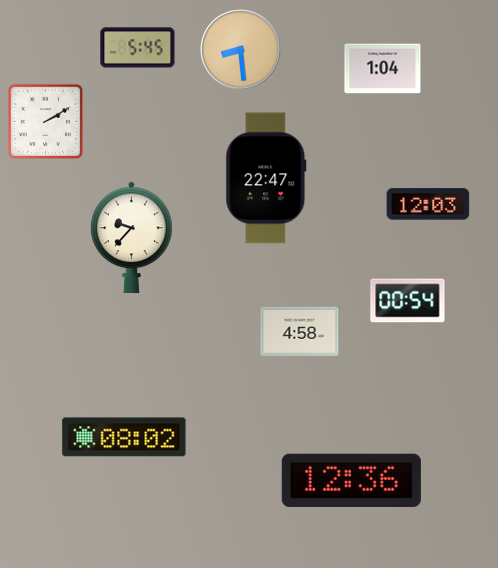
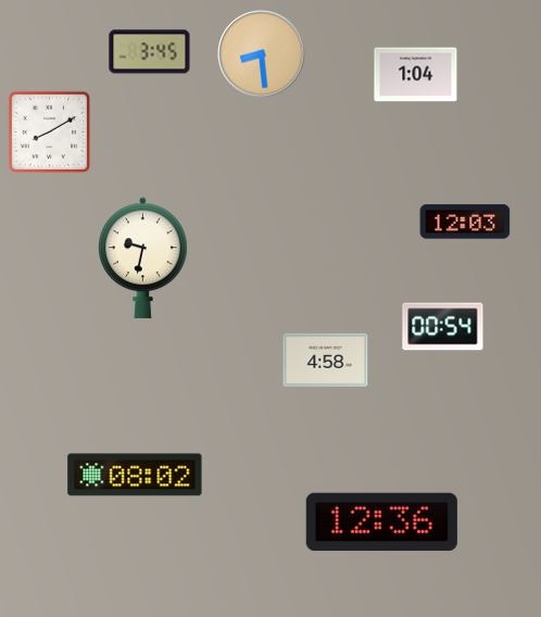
clock at (138, 48): 5:45 -> 3:45
clock at (46, 122): 2:10 -> 8:10
clock at (266, 178): 22:47 -> none
clock at (132, 238): 9:37 -> 9:32
